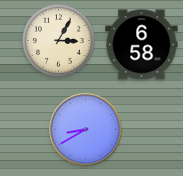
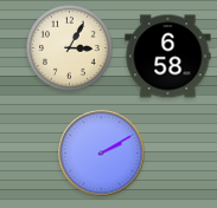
clock at (142, 45) position: (142, 45) -> (168, 57)
clock at (86, 130): 8:40 -> 2:10
